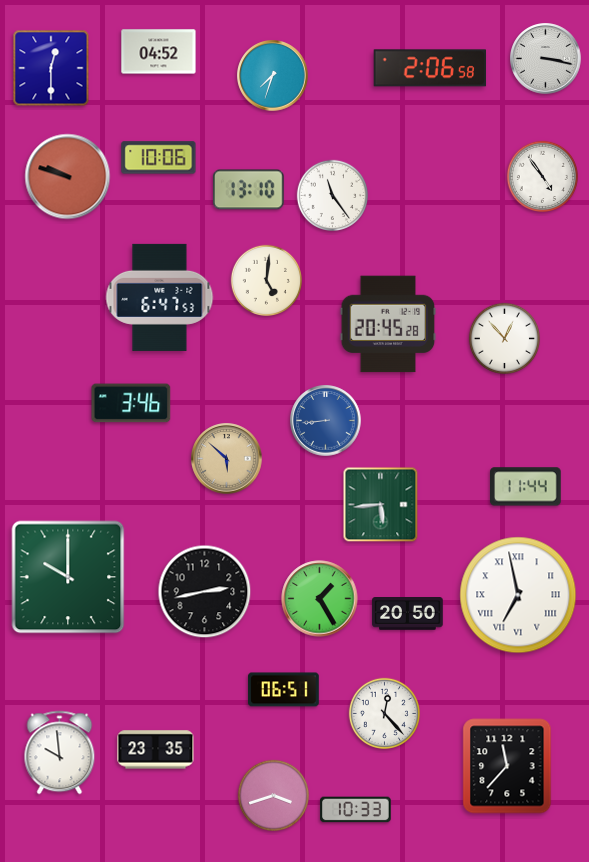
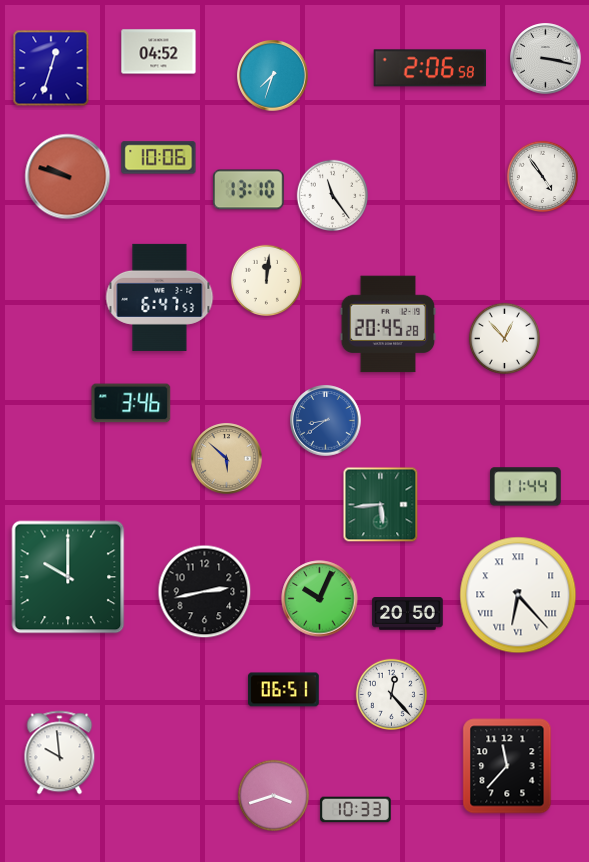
clock at (51, 68): 12:30 -> 12:33
clock at (266, 280): 5:01 -> 12:01
clock at (326, 421): 8:44 -> 8:39
clock at (518, 595): 6:58 -> 6:23
clock at (320, 599): 1:25 -> 10:04
clock at (384, 713) position: (384, 713) -> (391, 694)
clock at (156, 750): 23:35 -> none
